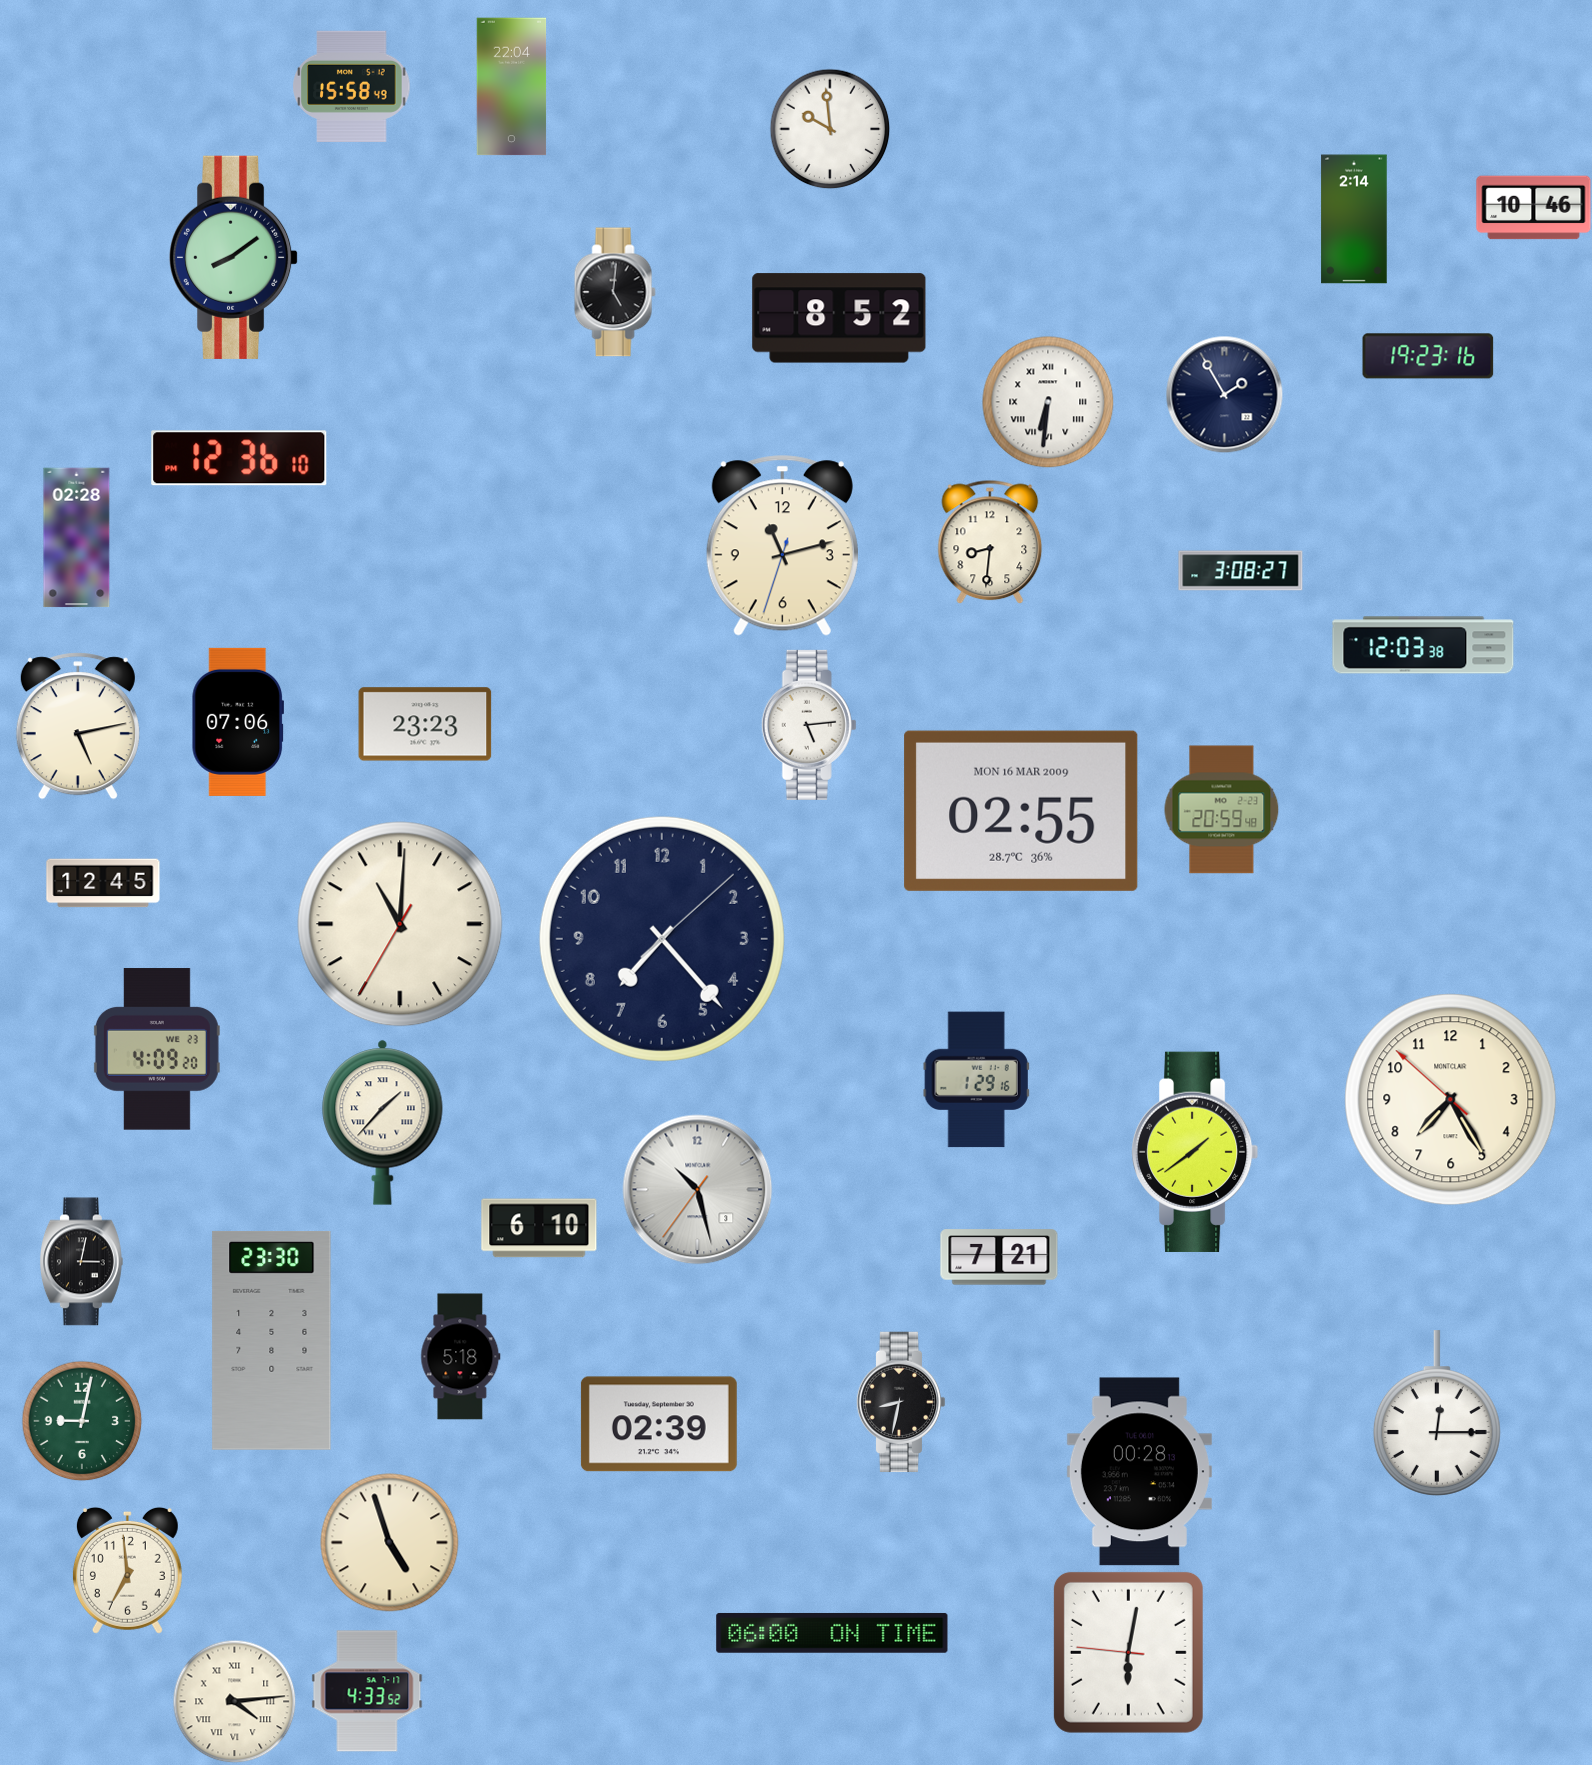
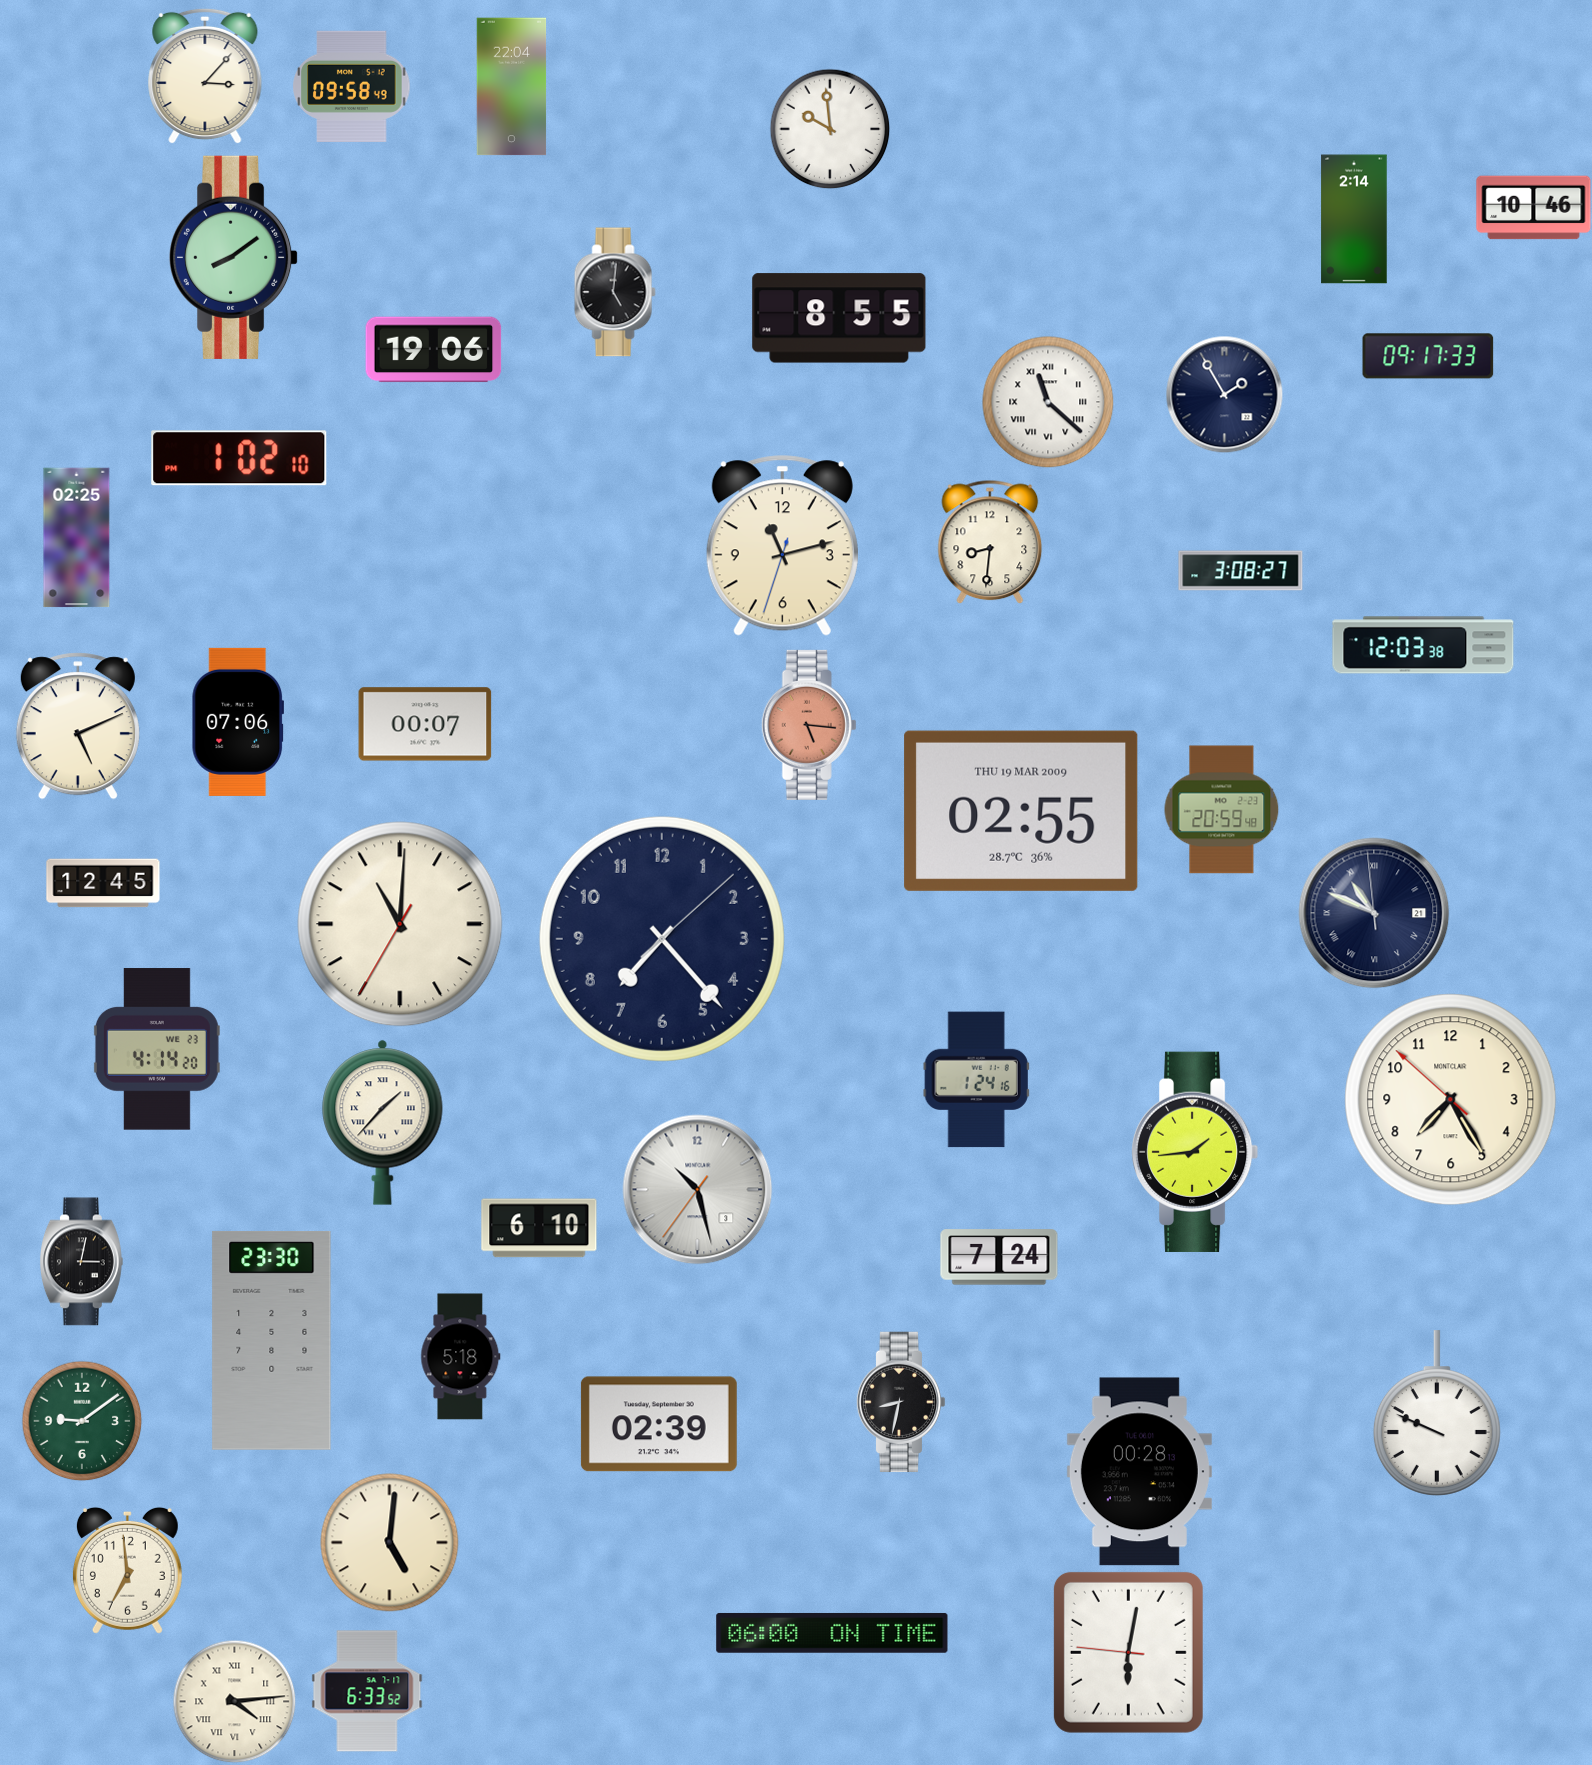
clock at (205, 76): none -> 3:07
clock at (352, 86): 15:58 -> 09:58
clock at (839, 318): 8:52 -> 8:55
clock at (434, 350): none -> 19:06
clock at (1428, 356): 19:23 -> 09:17
clock at (1048, 402): 6:31 -> 11:22
clock at (239, 458): 12:36 -> 1:02
clock at (77, 538): 02:28 -> 02:25
clock at (425, 724): 23:23 -> 00:07
clock at (809, 725): 5:14 -> 5:16
clock at (809, 725) dial: white -> salmon
clock at (78, 726): 5:13 -> 5:11
clock at (1021, 811) date: MON 16 MAR 2009 -> THU 19 MAR 2009
clock at (1374, 913): none -> 10:48
clock at (157, 1049): 4:09 -> 4:14
clock at (976, 1080): 1:29 -> 1:24
clock at (1195, 1152): 1:39 -> 1:44
clock at (999, 1257): 7:21 -> 7:24
clock at (1437, 1413): 12:15 -> 9:49
clock at (82, 1421): 9:02 -> 9:09
clock at (390, 1543): 4:57 -> 5:01
clock at (367, 1691): 4:33 -> 6:33
